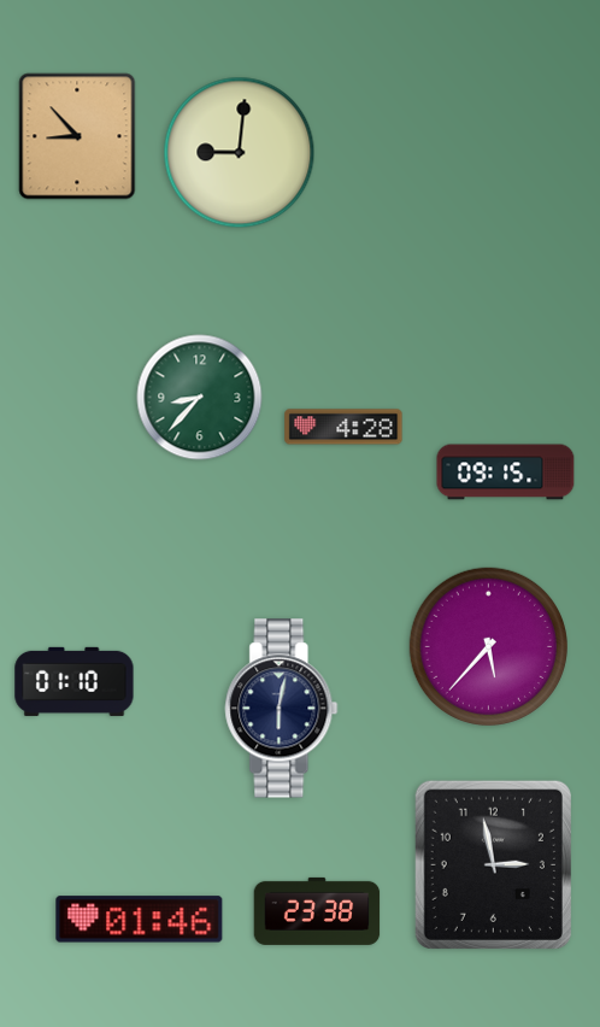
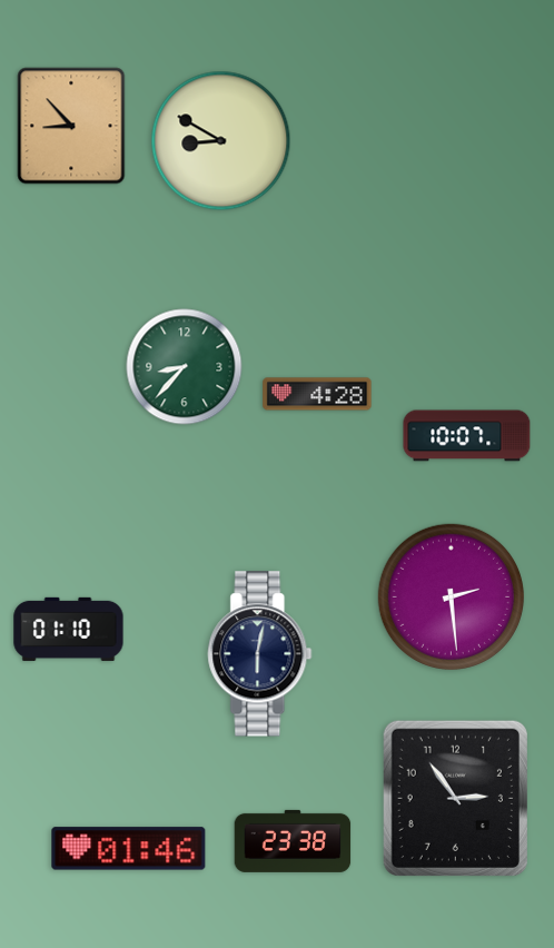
clock at (240, 153): 9:01 -> 8:50
clock at (506, 473): 09:15 -> 10:07
clock at (488, 646): 5:37 -> 2:29
clock at (493, 864): 2:58 -> 2:54
